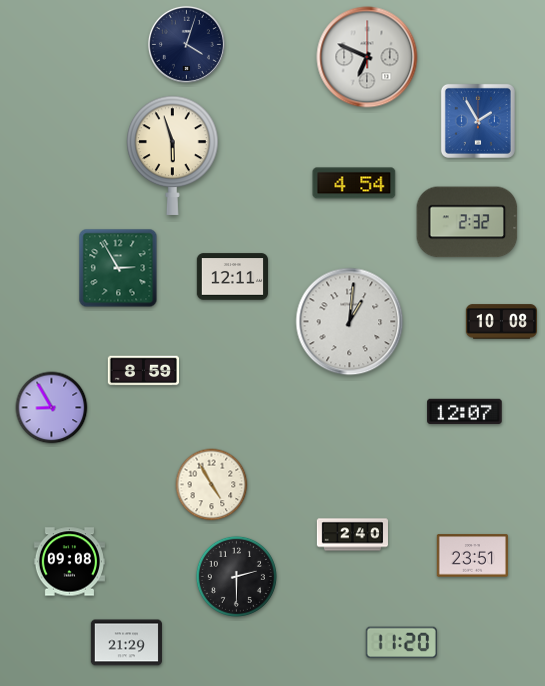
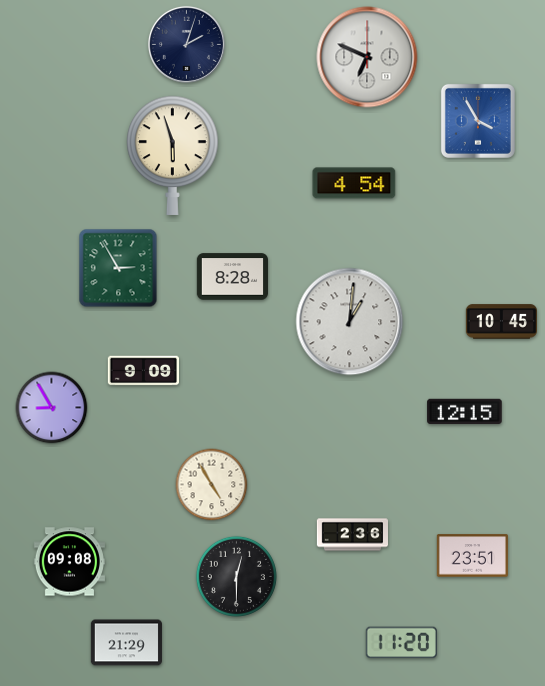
clock at (186, 44): 4:03 -> 2:03
clock at (478, 121): 1:55 -> 3:55
clock at (467, 222): 2:32 -> none
clock at (232, 277): 12:11 -> 8:28
clock at (501, 322): 10:08 -> 10:45
clock at (143, 371): 8:59 -> 9:09
clock at (465, 412): 12:07 -> 12:15
clock at (352, 535): 2:40 -> 2:36
clock at (236, 576): 2:30 -> 12:30
